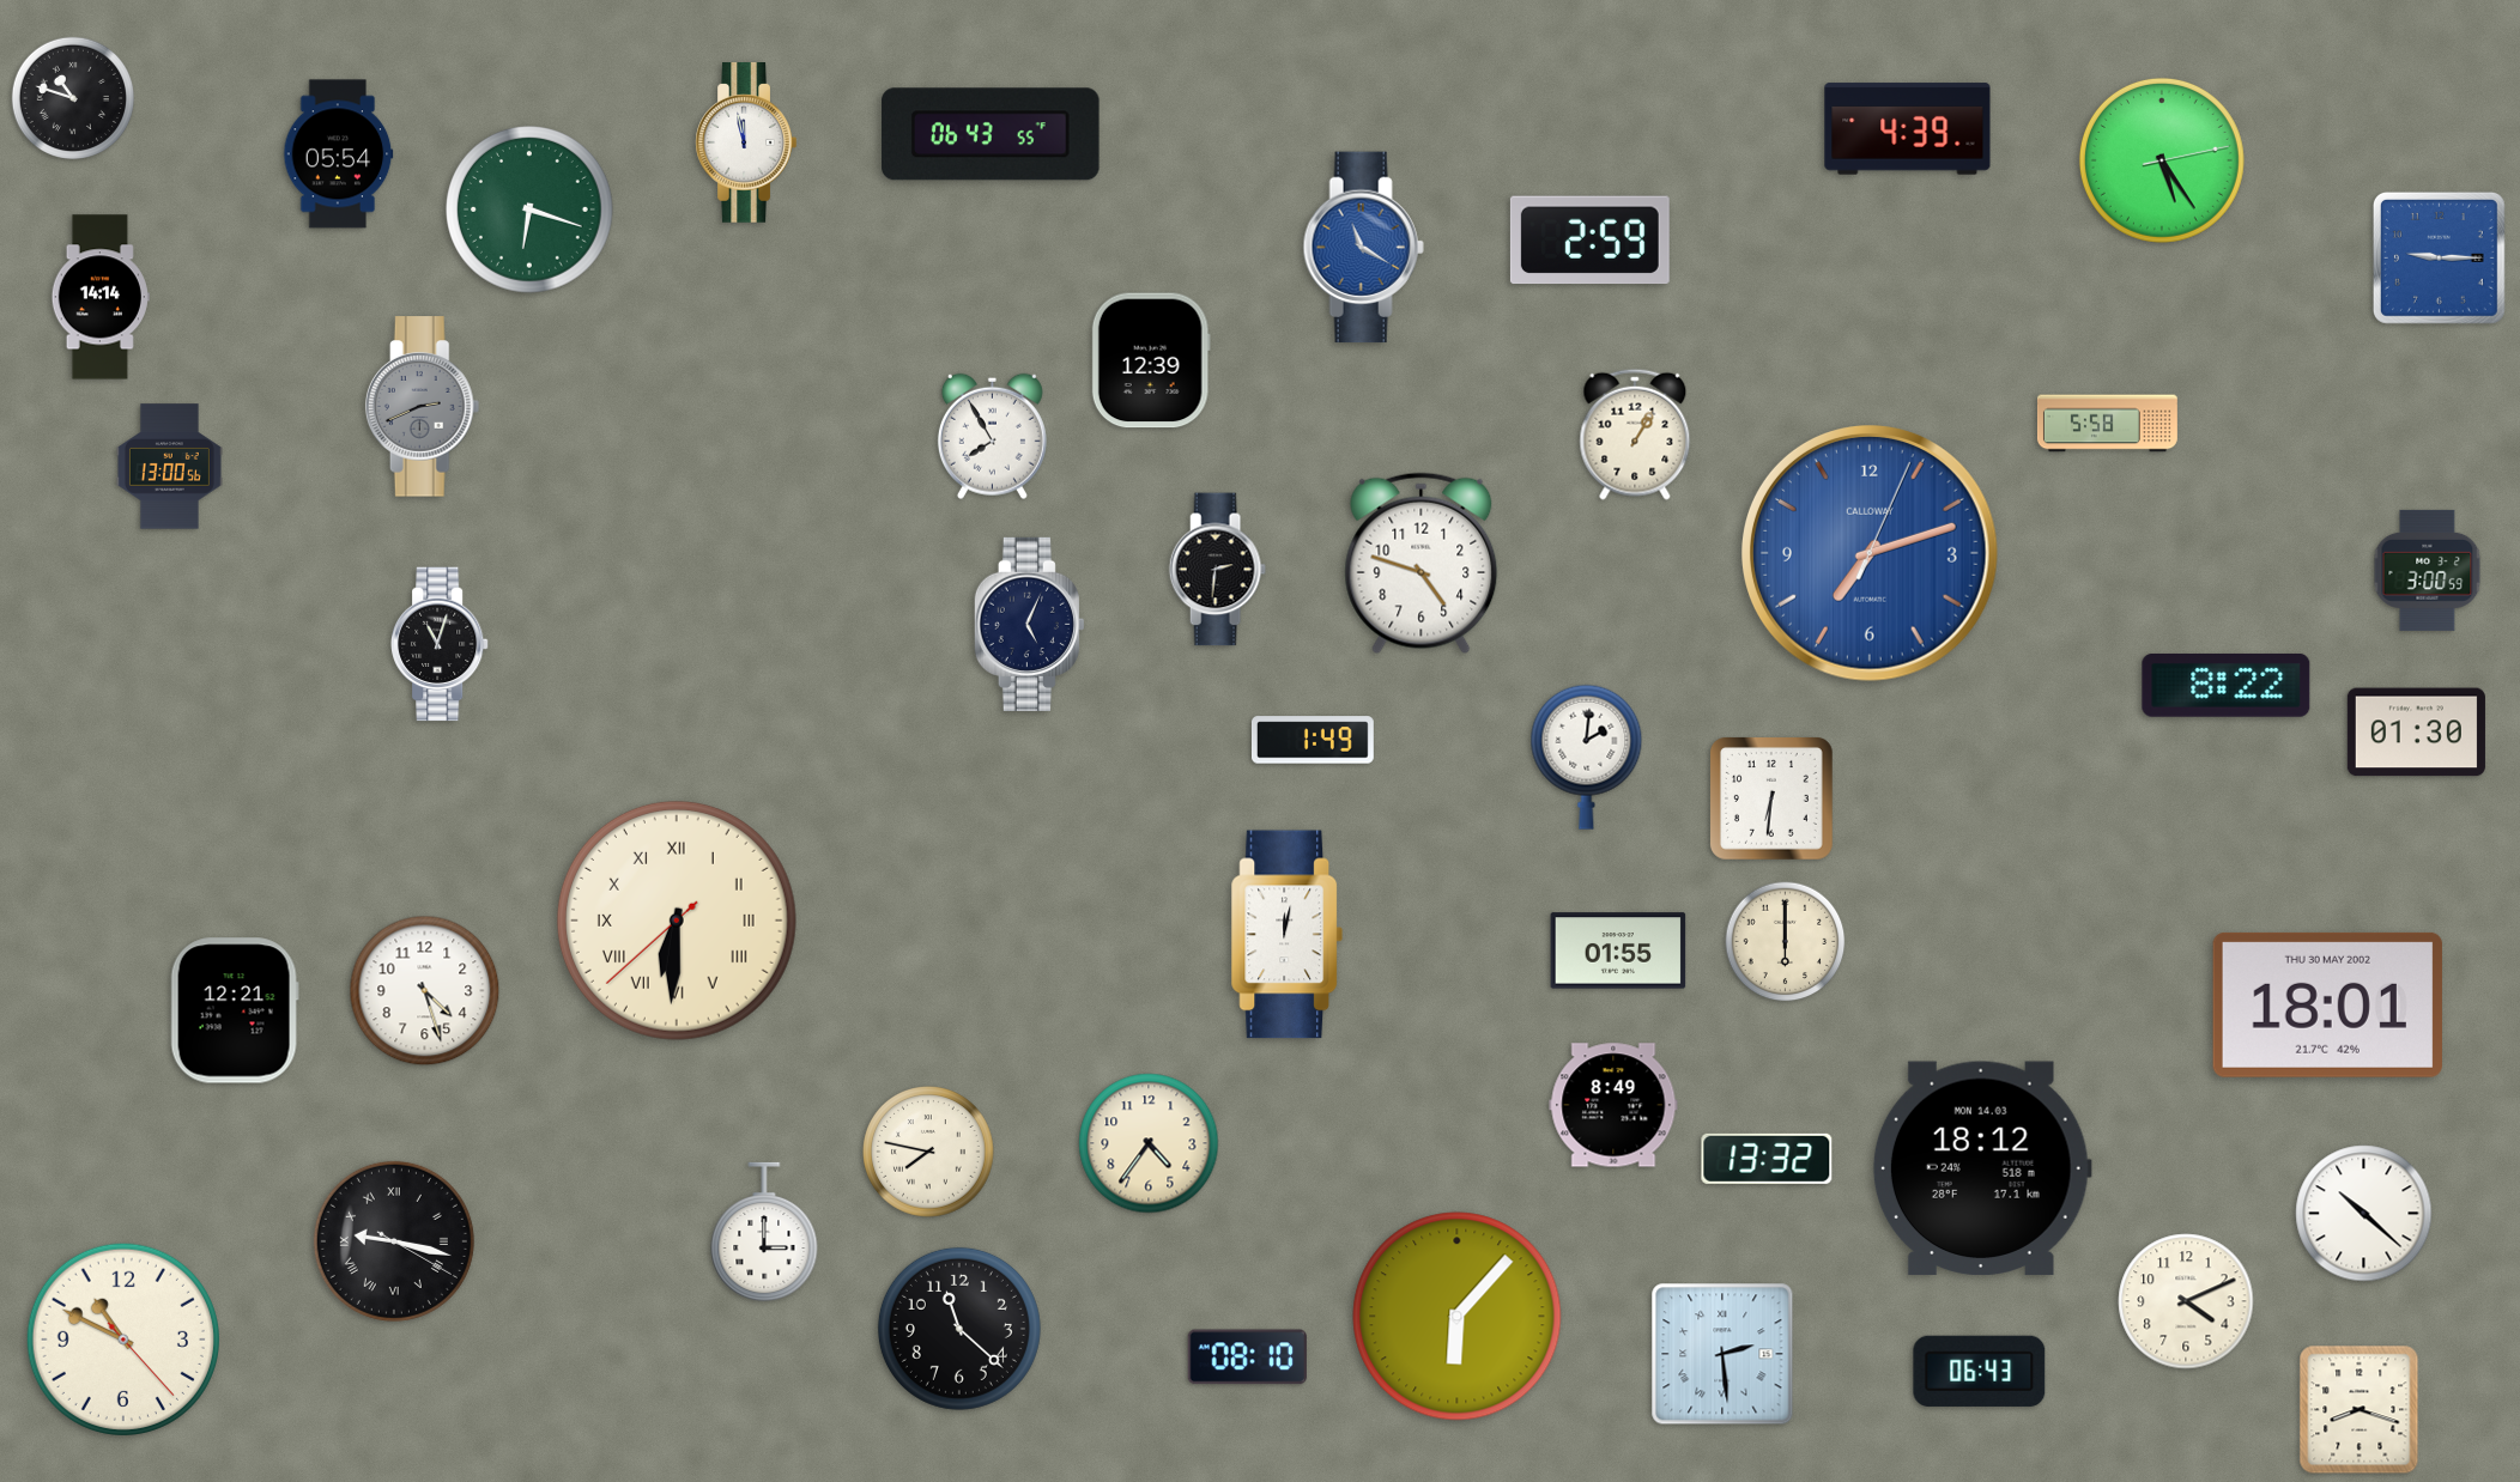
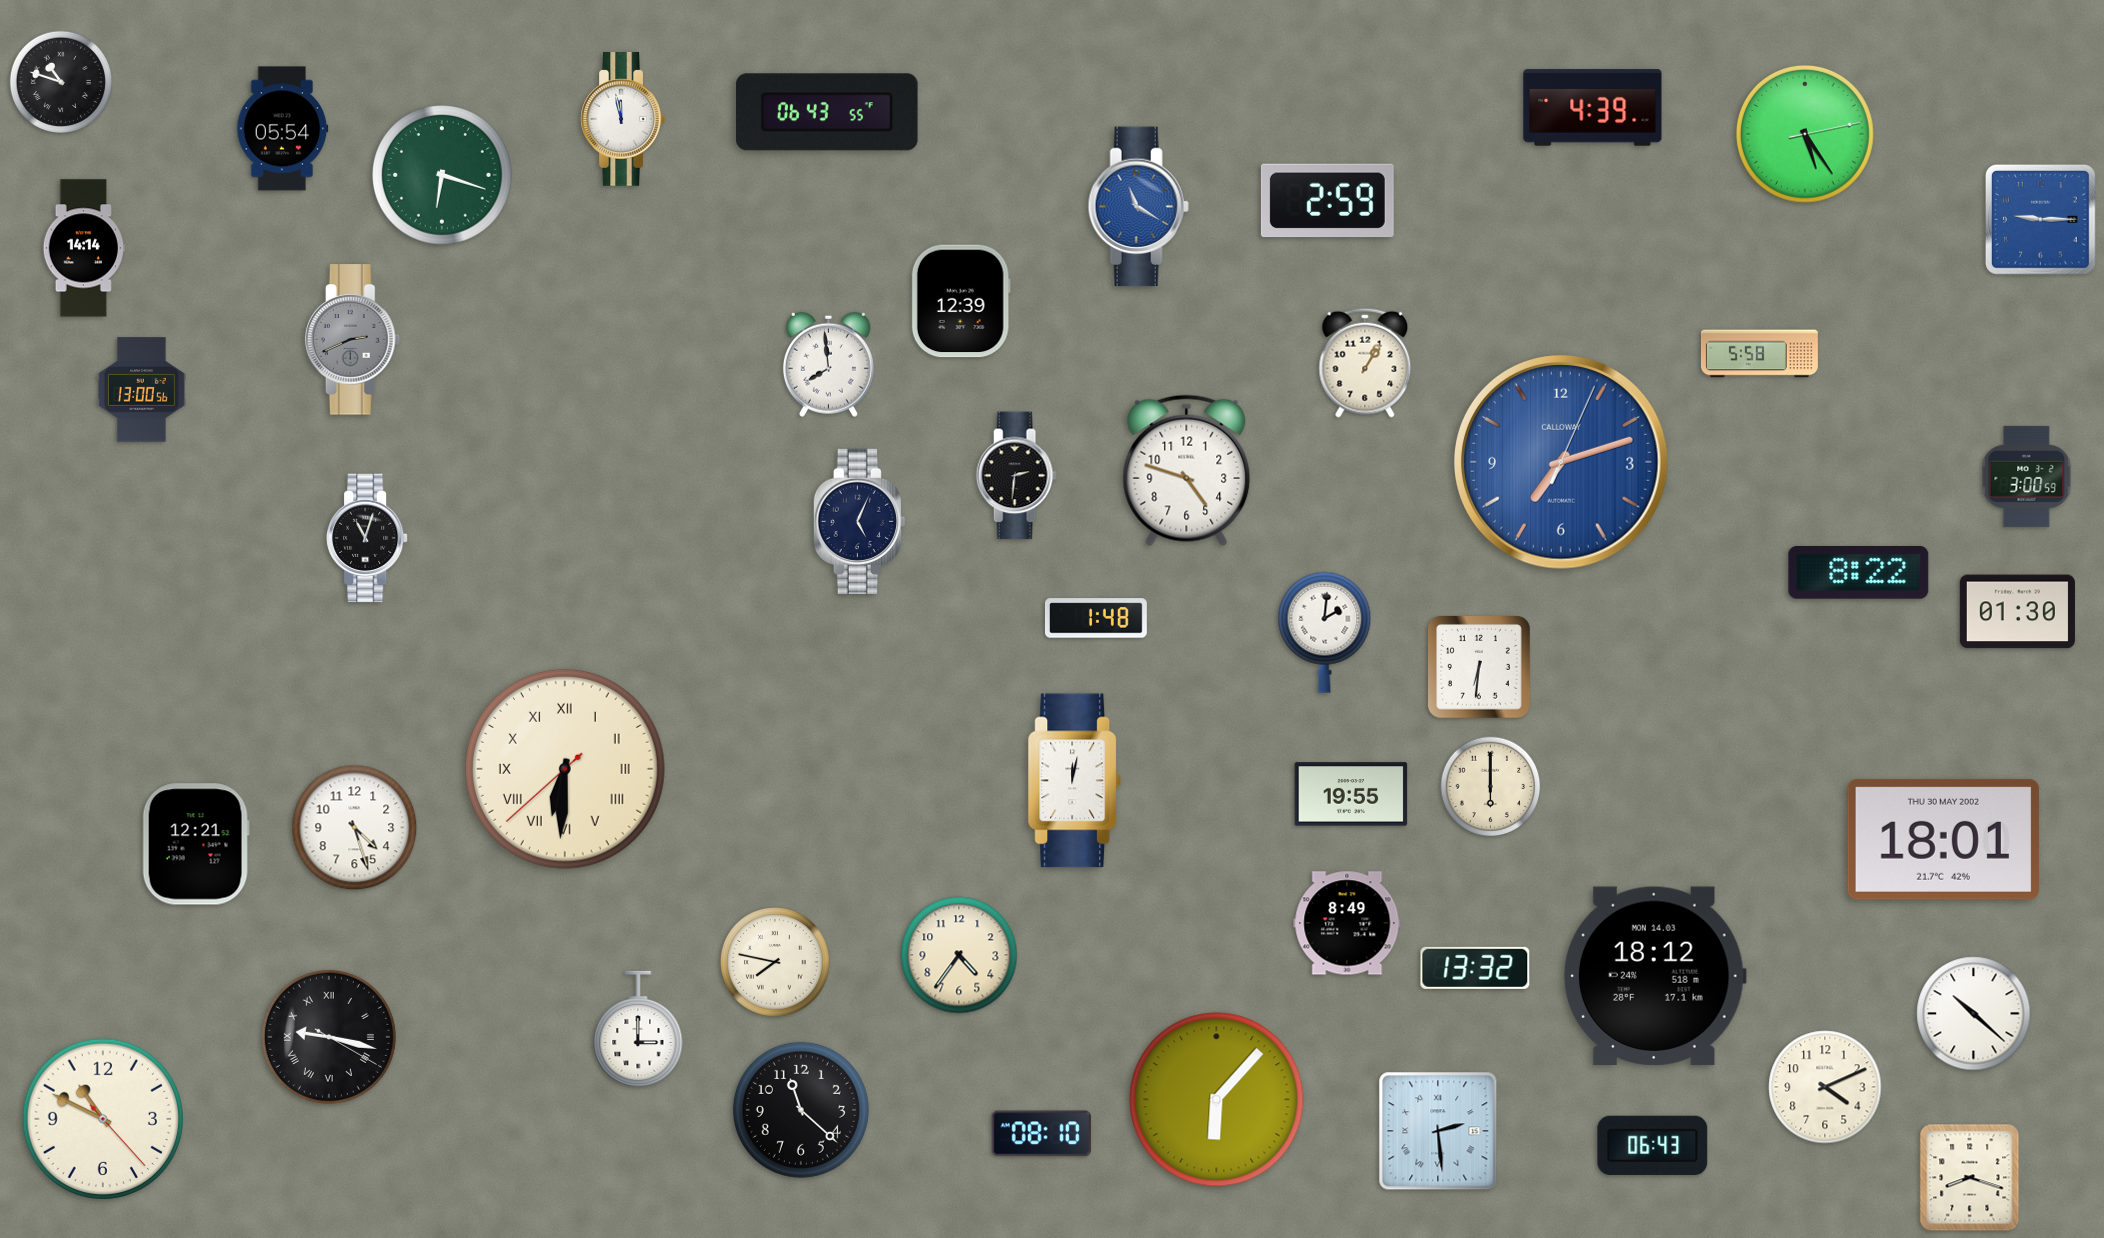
clock at (2439, 257) position: (2439, 257) -> (2040, 219)
clock at (992, 436): 7:55 -> 7:59
clock at (1313, 740): 1:49 -> 1:48
clock at (1618, 950): 01:55 -> 19:55
